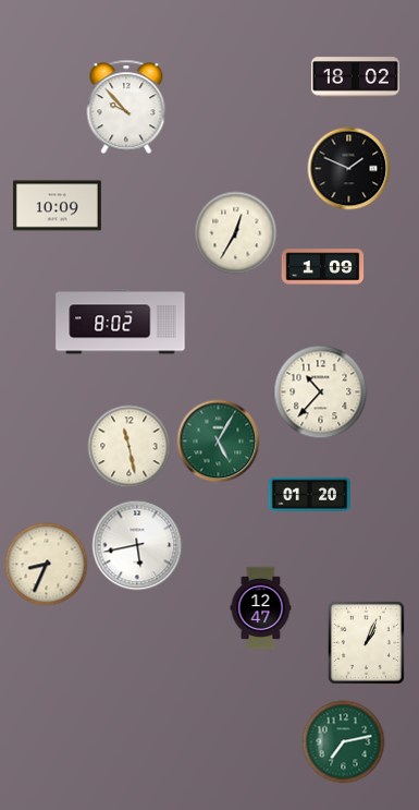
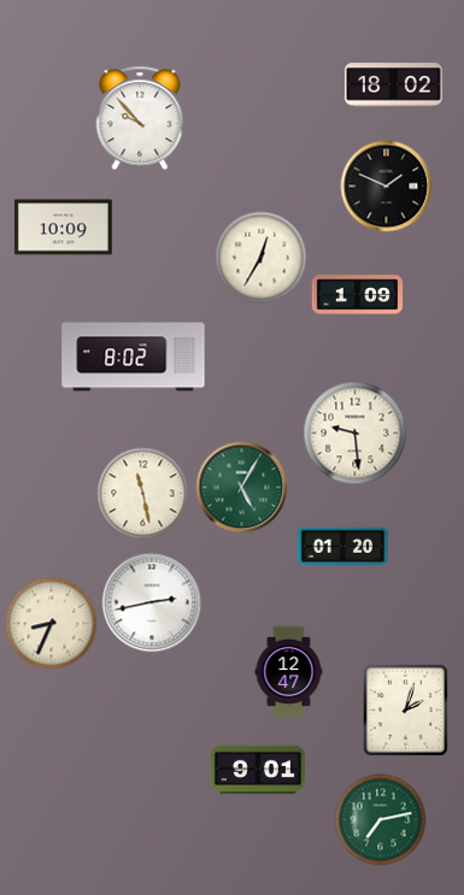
clock at (321, 392): 10:37 -> 9:29
clock at (137, 545): 5:43 -> 2:43
clock at (366, 642): 1:04 -> 2:03
clock at (258, 770): none -> 9:01
